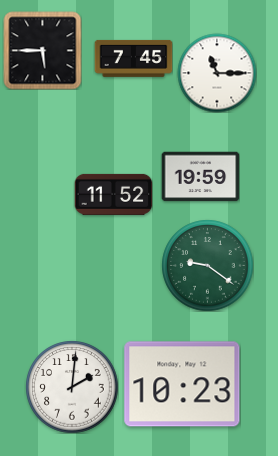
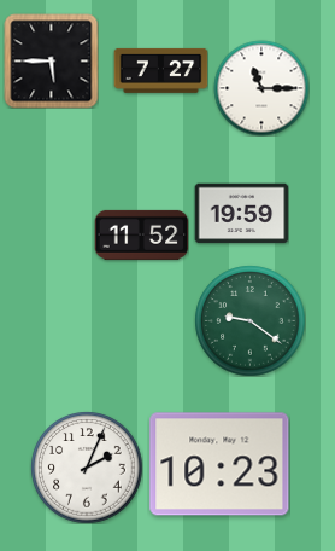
clock at (133, 58): 7:45 -> 7:27
clock at (113, 194) position: (113, 194) -> (141, 234)
clock at (72, 387): 2:01 -> 2:04
